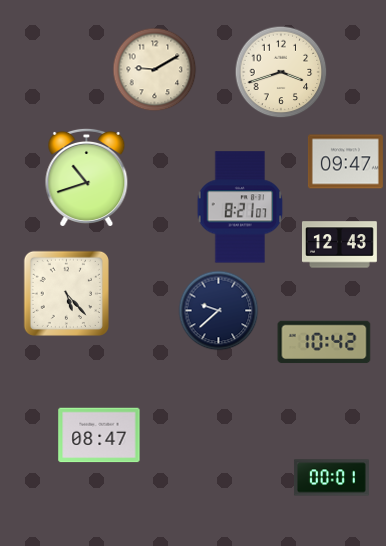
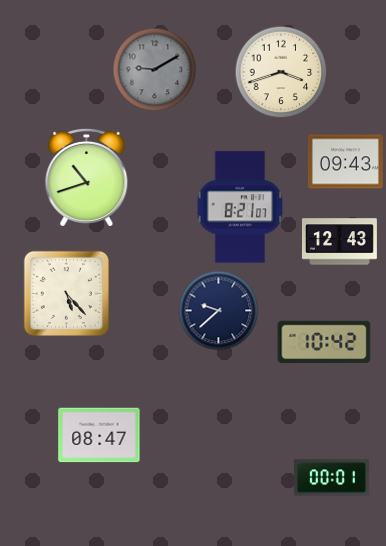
clock at (155, 70) dial: cream -> grey
clock at (345, 162): 09:47 -> 09:43
clock at (339, 245) position: (339, 245) -> (339, 242)
